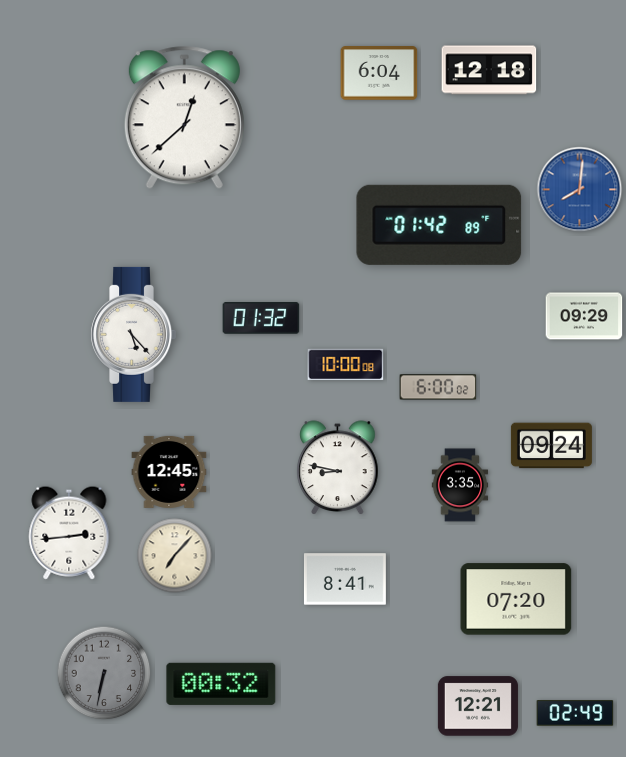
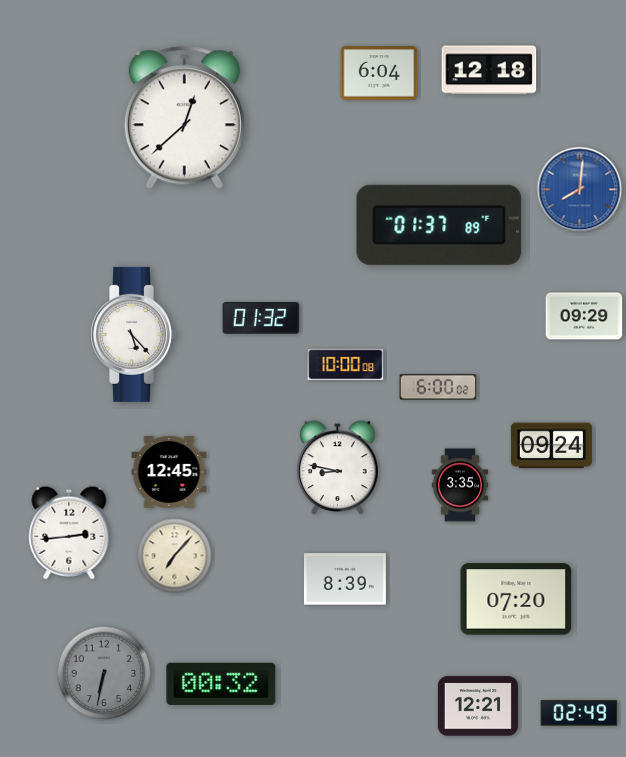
clock at (439, 225): 01:42 -> 01:37
clock at (345, 579): 8:41 -> 8:39
clock at (575, 713) position: (575, 713) -> (579, 713)
